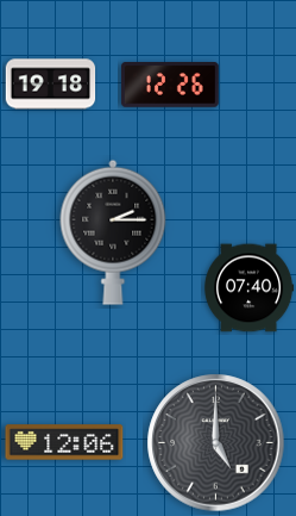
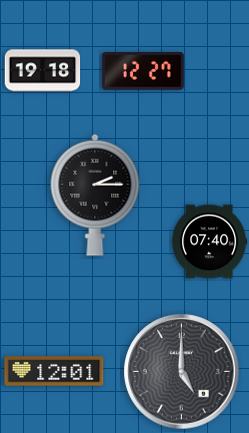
clock at (170, 85): 12:26 -> 12:27
clock at (64, 442): 12:06 -> 12:01
